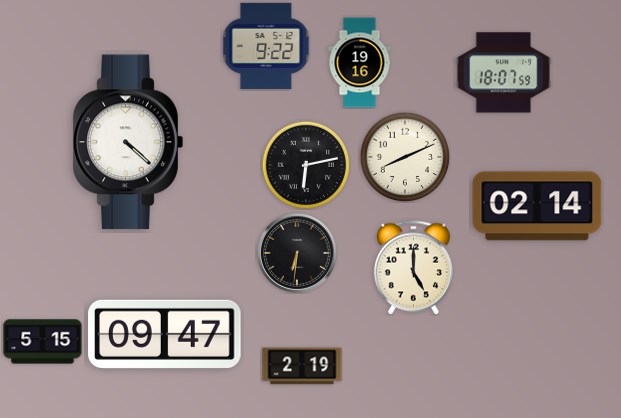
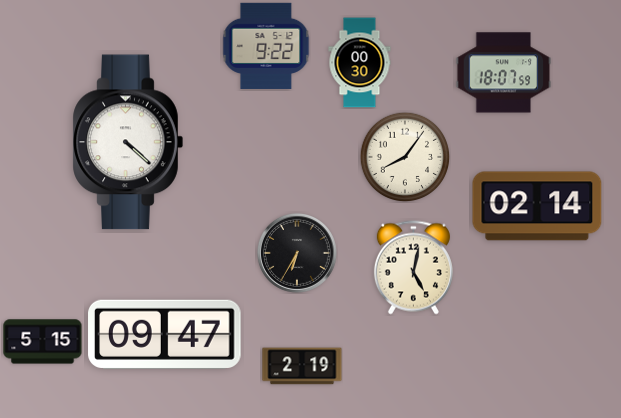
clock at (360, 63): 19:16 -> 00:30
clock at (405, 157): 8:11 -> 8:06
clock at (305, 164): 6:13 -> none
clock at (297, 253): 6:31 -> 6:35
clock at (413, 268): 5:00 -> 5:02
